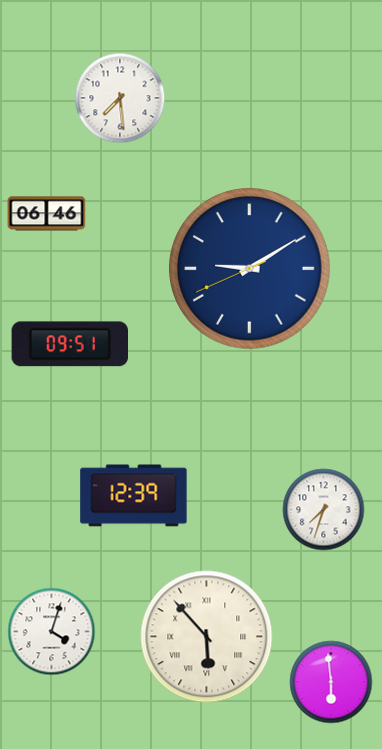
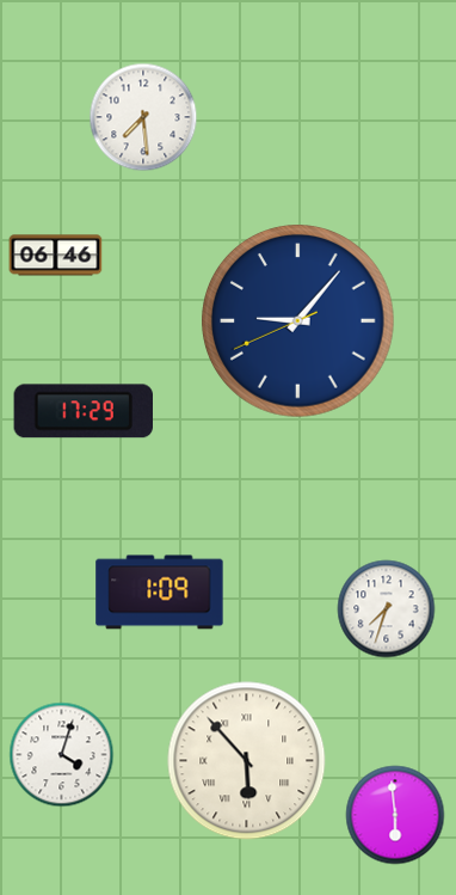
clock at (250, 269): 9:09 -> 9:06
clock at (69, 344): 09:51 -> 17:29
clock at (134, 496): 12:39 -> 1:09
